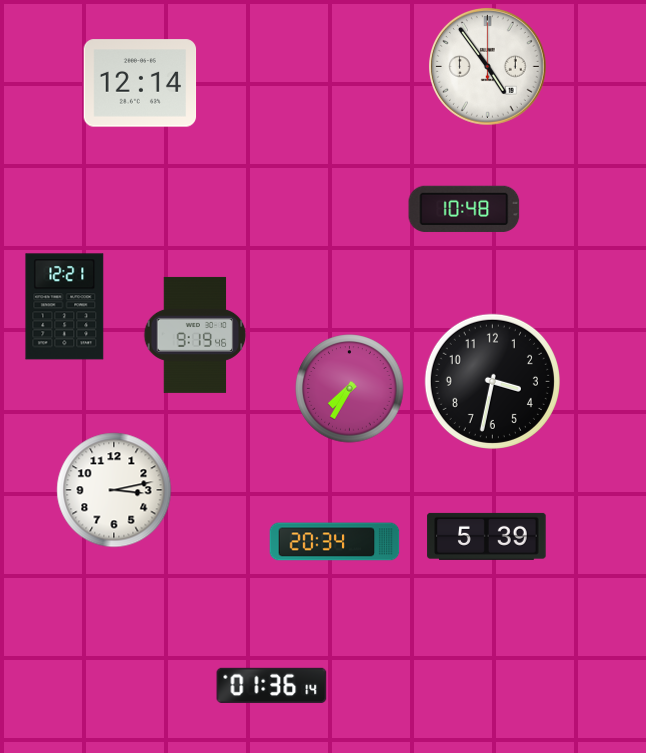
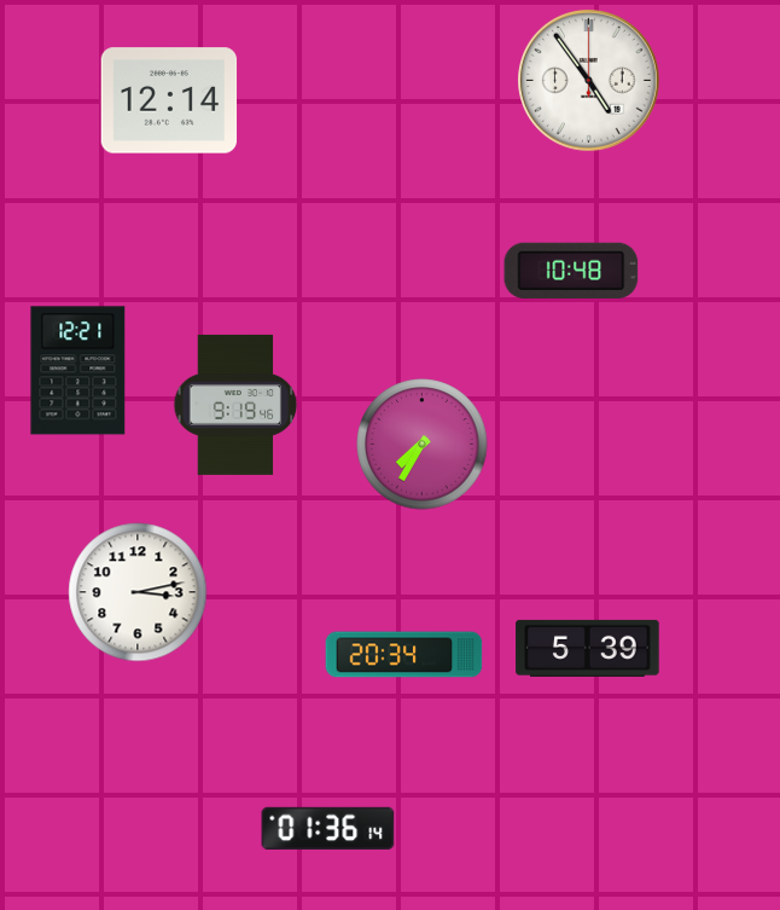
clock at (464, 209) position: (464, 209) -> (571, 271)
clock at (492, 381): 3:32 -> none
clock at (350, 389) position: (350, 389) -> (423, 445)
